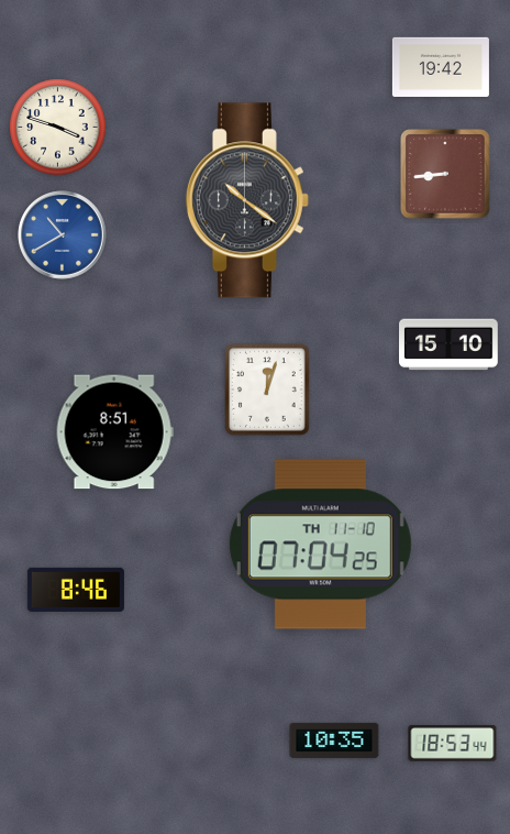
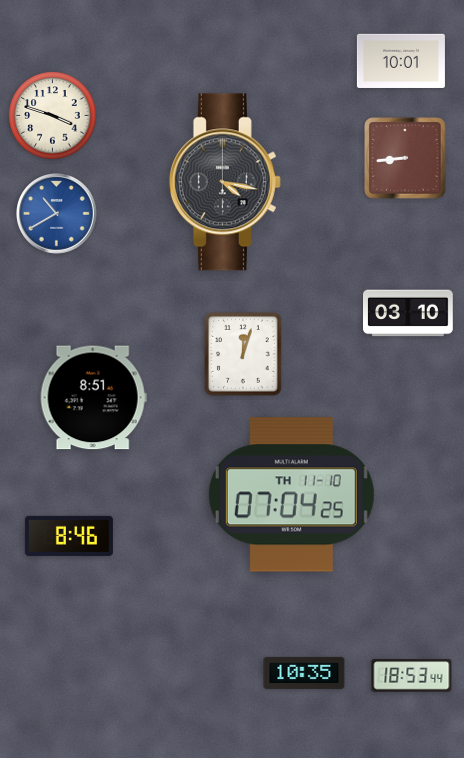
clock at (441, 66): 19:42 -> 10:01
clock at (247, 200): 10:21 -> 4:17
clock at (450, 344): 15:10 -> 03:10
clock at (114, 432) position: (114, 432) -> (93, 398)
